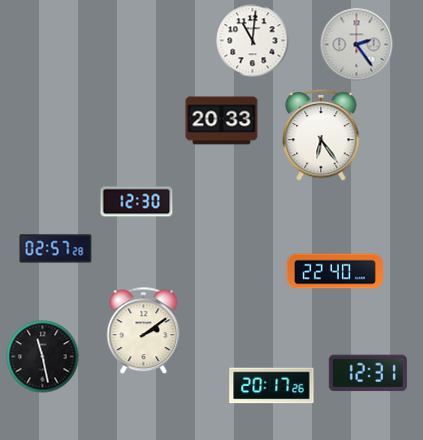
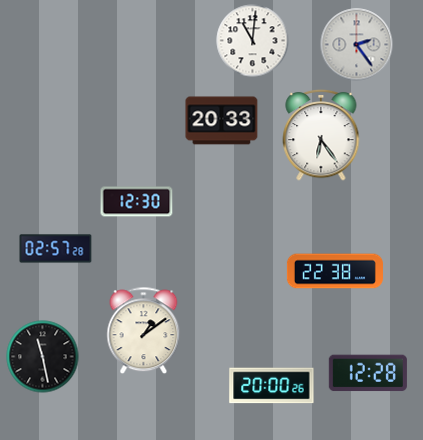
clock at (335, 271): 22:40 -> 22:38
clock at (144, 331): 2:09 -> 1:09
clock at (368, 373): 12:31 -> 12:28
clock at (272, 386): 20:17 -> 20:00
